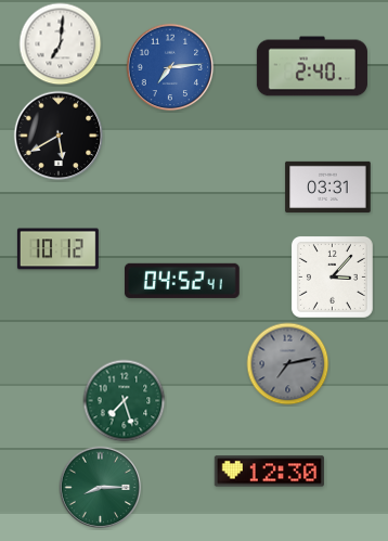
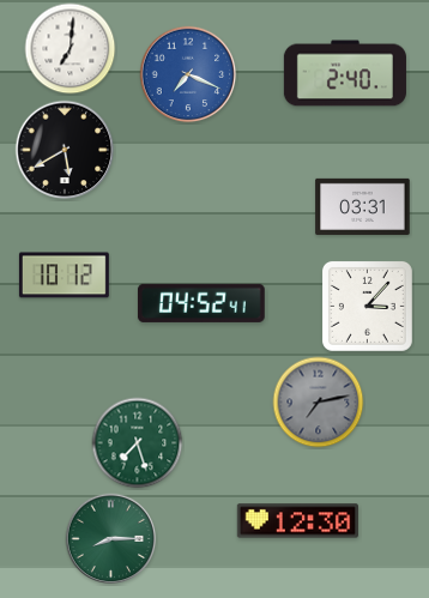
clock at (61, 44) position: (61, 44) -> (71, 49)
clock at (170, 67): 7:14 -> 7:19
clock at (182, 281) position: (182, 281) -> (201, 303)
